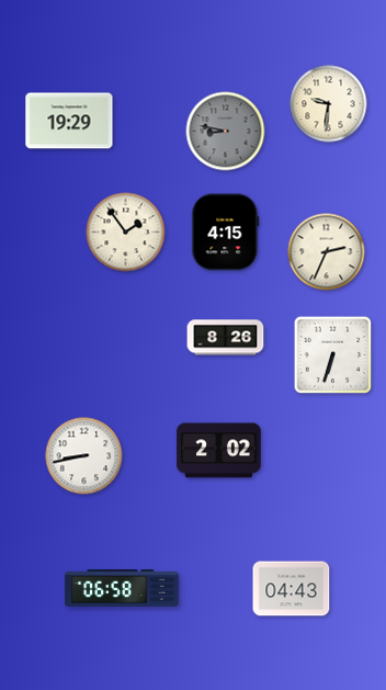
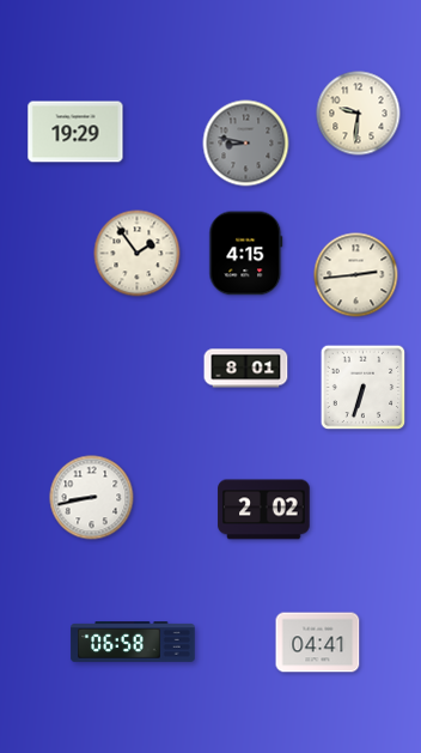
clock at (327, 252): 2:34 -> 2:44
clock at (226, 338): 8:26 -> 8:01
clock at (219, 451) position: (219, 451) -> (264, 510)
clock at (292, 589): 04:43 -> 04:41
